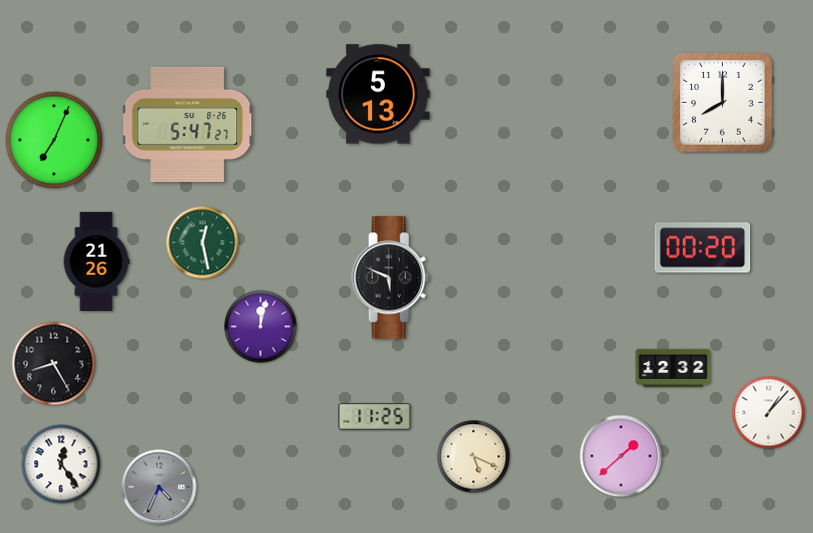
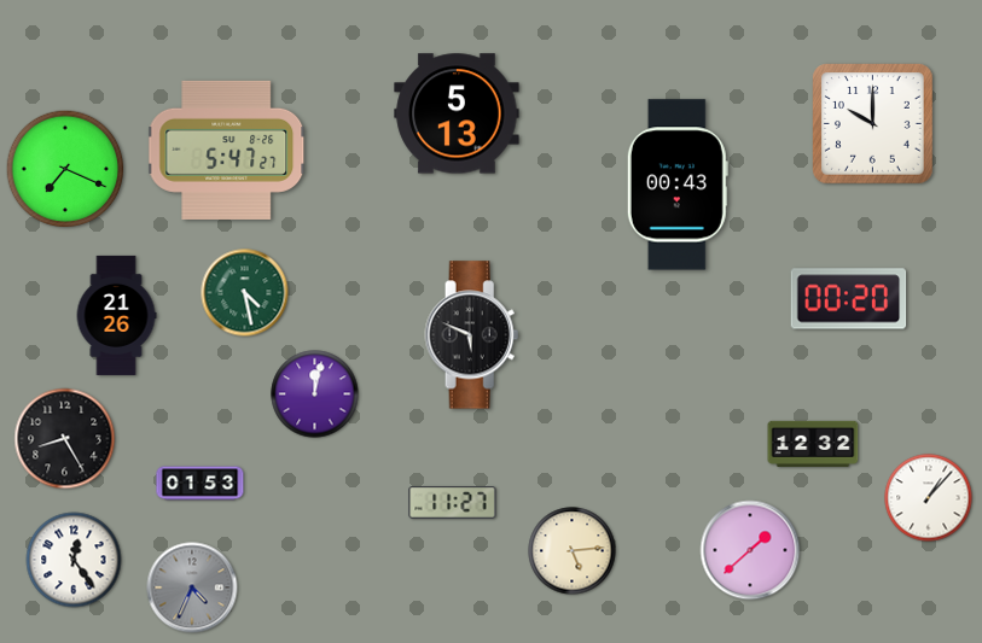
clock at (723, 103): 8:00 -> 10:00
clock at (54, 140): 7:04 -> 7:19
clock at (678, 185): none -> 00:43
clock at (203, 243): 12:28 -> 4:28
clock at (201, 484): none -> 01:53
clock at (375, 417): 11:25 -> 11:27
clock at (474, 457): 5:19 -> 5:14
